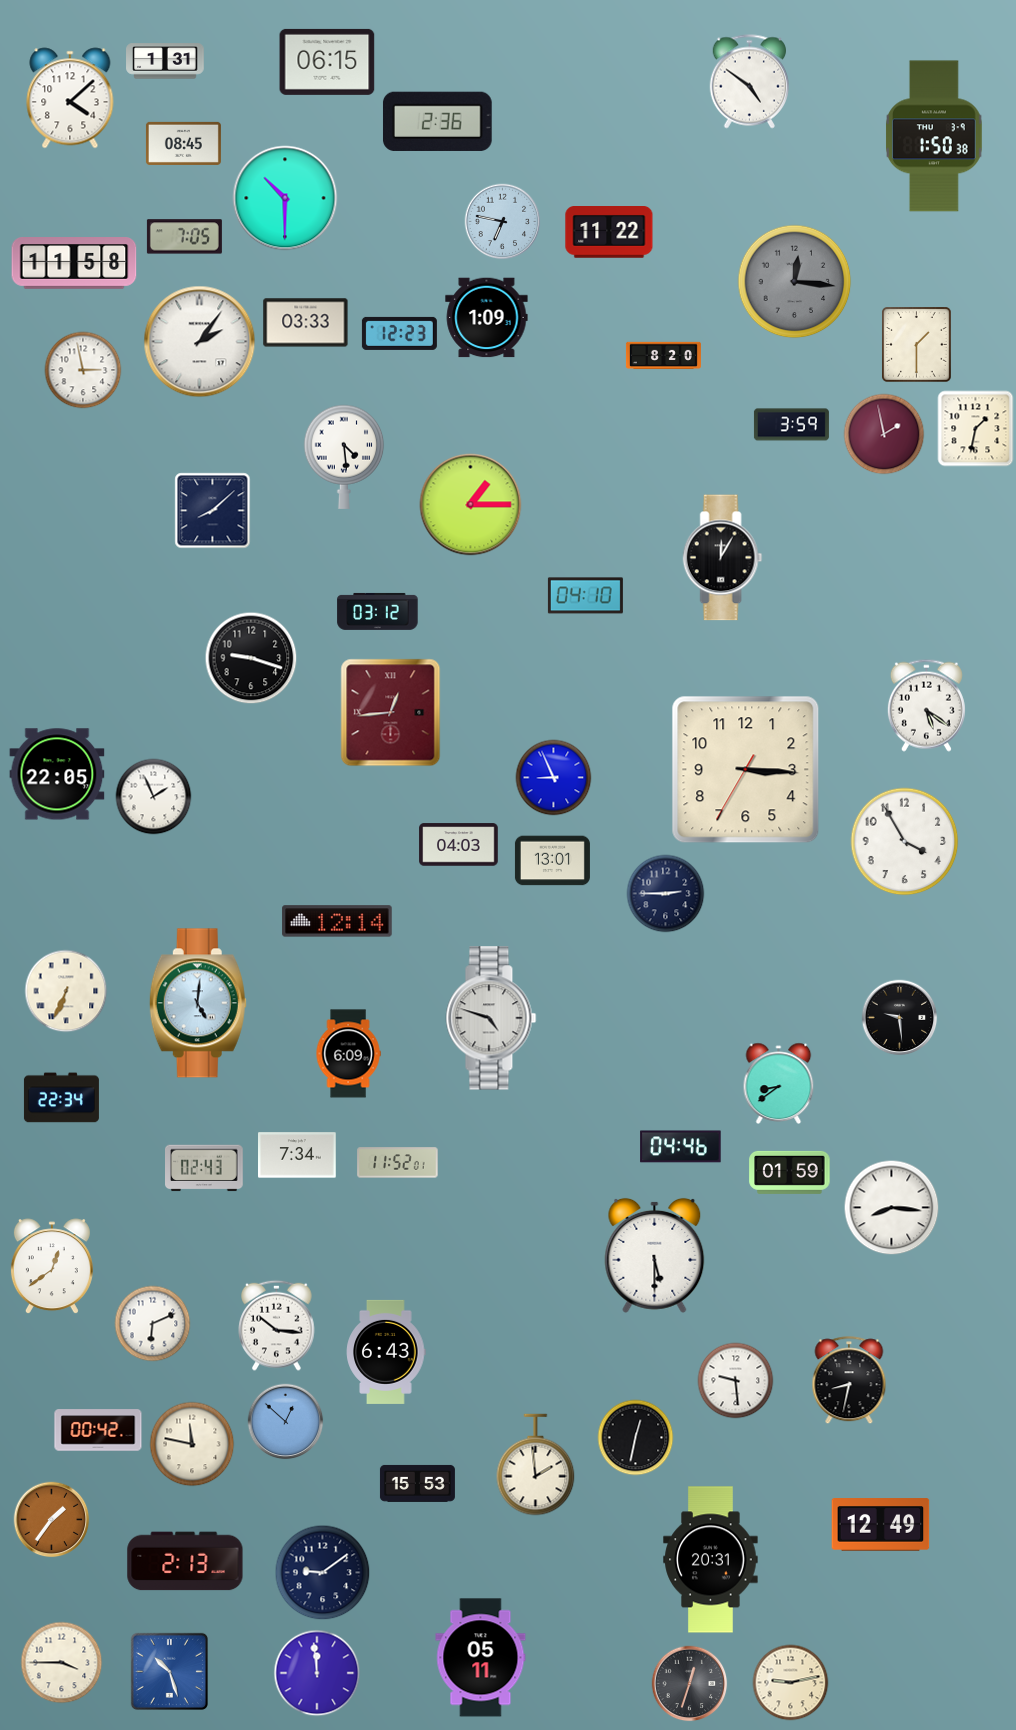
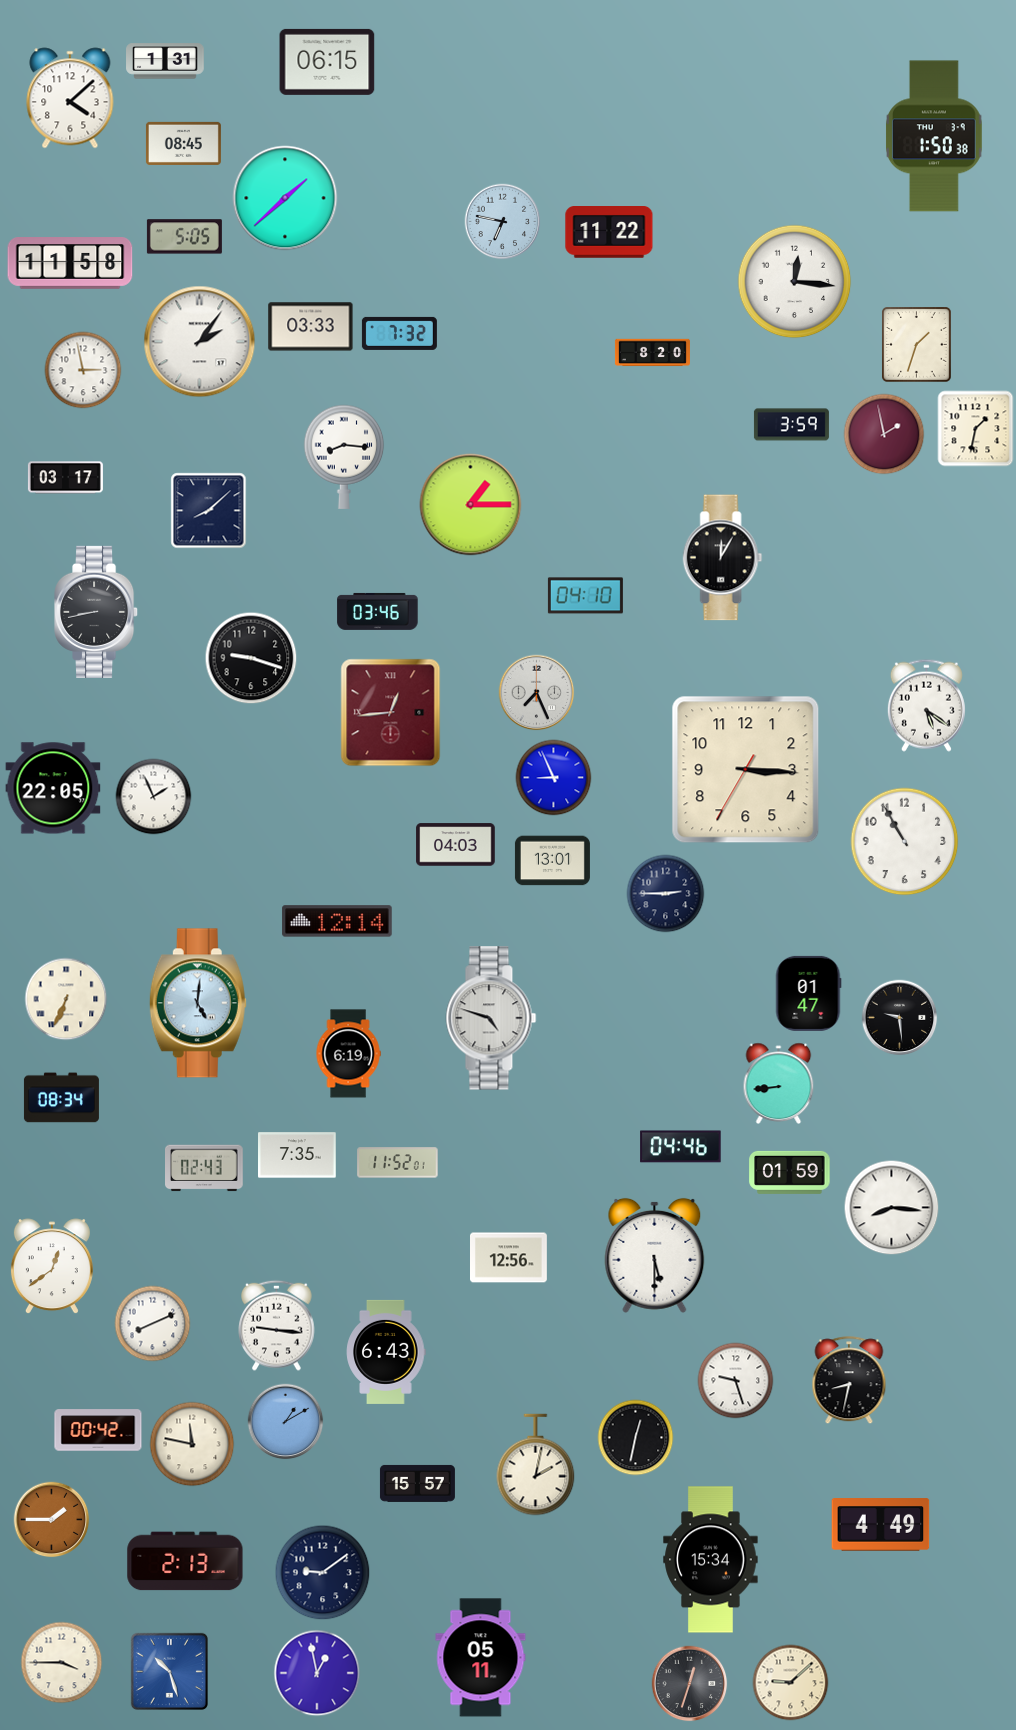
clock at (749, 82): 4:51 -> none
clock at (437, 121): 2:36 -> none
clock at (285, 198): 10:30 -> 1:38
clock at (184, 237): 7:05 -> 5:05
clock at (74, 263) position: (74, 263) -> (70, 263)
clock at (795, 282) dial: grey -> white
clock at (487, 318): 1:09 -> none
clock at (306, 323) position: (306, 323) -> (311, 327)
clock at (399, 333): 12:23 -> 7:32
clock at (917, 345): 1:30 -> 1:33
clock at (663, 356) position: (663, 356) -> (652, 353)
clock at (344, 457): 4:29 -> 8:16
clock at (65, 478): none -> 03:17
clock at (213, 511) position: (213, 511) -> (209, 511)
clock at (378, 611): 03:12 -> 03:46
clock at (97, 612): none -> 8:43
clock at (537, 693): none -> 7:26
clock at (57, 774) position: (57, 774) -> (53, 788)
clock at (905, 842): 3:55 -> 10:55
clock at (459, 845) position: (459, 845) -> (456, 845)
clock at (66, 991) position: (66, 991) -> (66, 999)
clock at (808, 993): none -> 01:47
clock at (348, 1054): 6:09 -> 6:19
clock at (779, 1083): 8:39 -> 8:44
clock at (61, 1098): 22:34 -> 08:34
clock at (298, 1155): 7:34 -> 7:35
clock at (509, 1258): none -> 12:56
clock at (153, 1324): 6:11 -> 8:11
clock at (277, 1325): 10:16 -> 9:16
clock at (736, 1381): 9:29 -> 9:27
clock at (286, 1422): 12:52 -> 1:10
clock at (536, 1465): 1:59 -> 2:02
clock at (417, 1483): 15:53 -> 15:57
clock at (52, 1520): 1:36 -> 1:45
clock at (881, 1525): 12:49 -> 4:49
clock at (711, 1560): 20:31 -> 15:34
clock at (317, 1673): 11:59 -> 12:58
clock at (791, 1683): 9:13 -> 9:08
